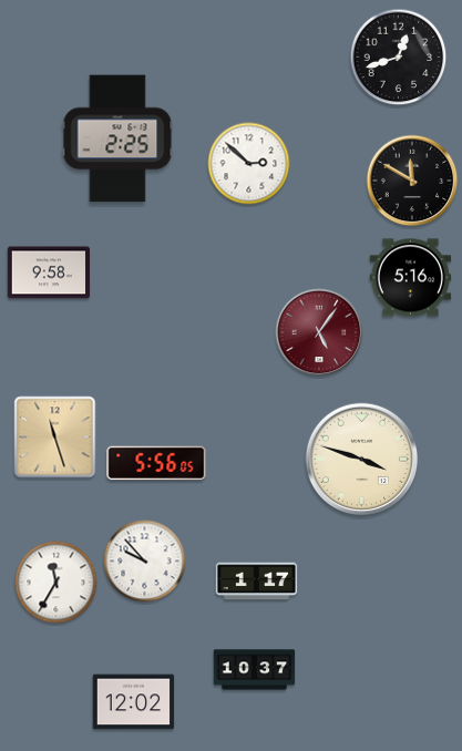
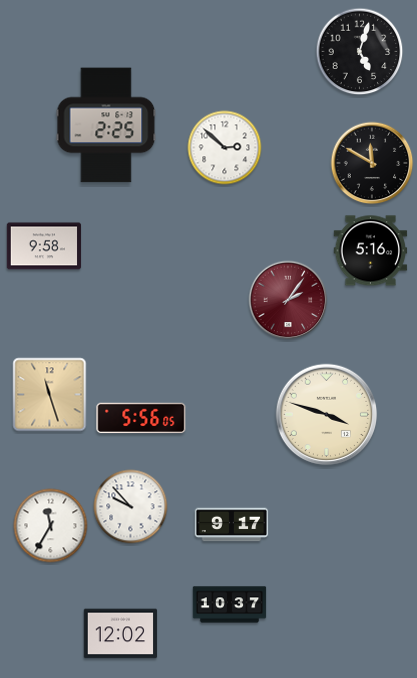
clock at (399, 58): 12:42 -> 5:03
clock at (319, 332): 5:06 -> 2:06
clock at (257, 582): 1:17 -> 9:17
